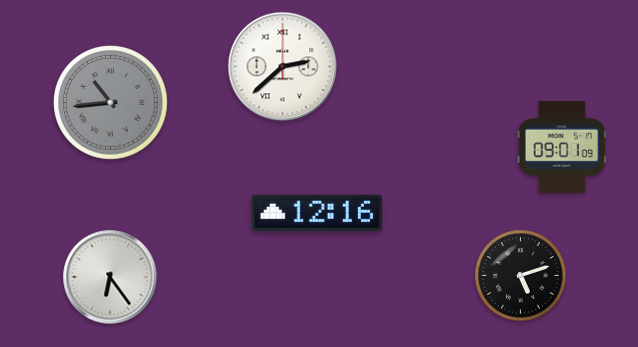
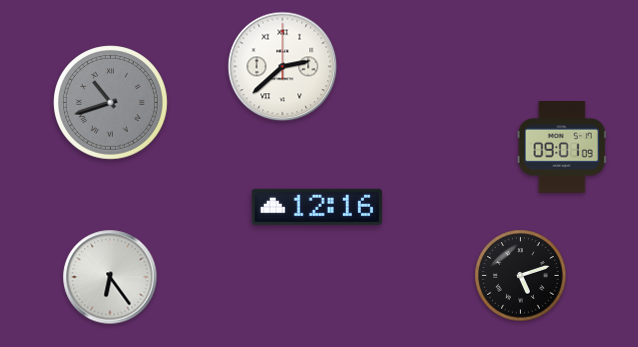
clock at (111, 103): 10:44 -> 10:42
clock at (317, 213) position: (317, 213) -> (317, 207)
